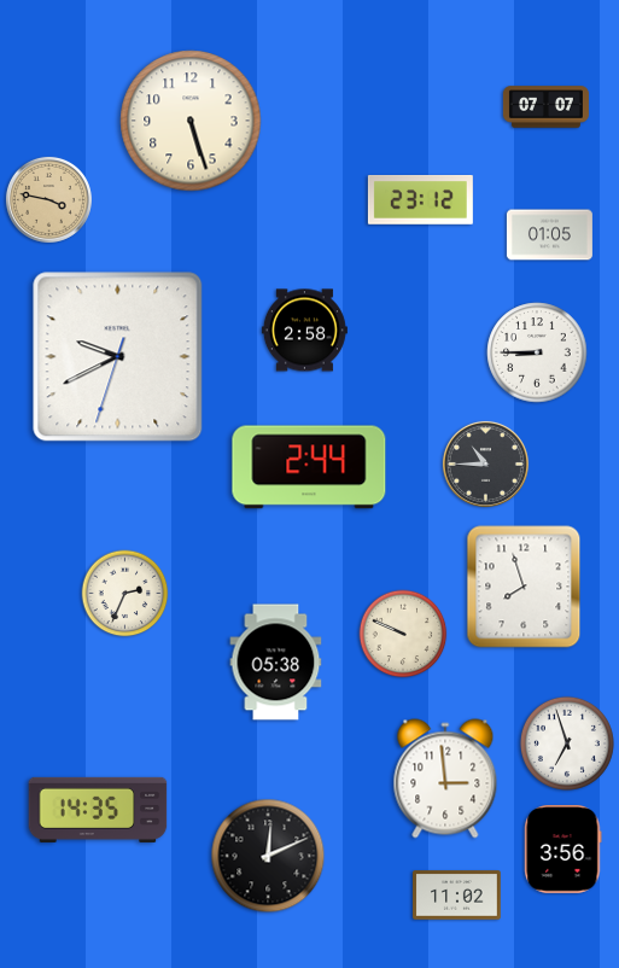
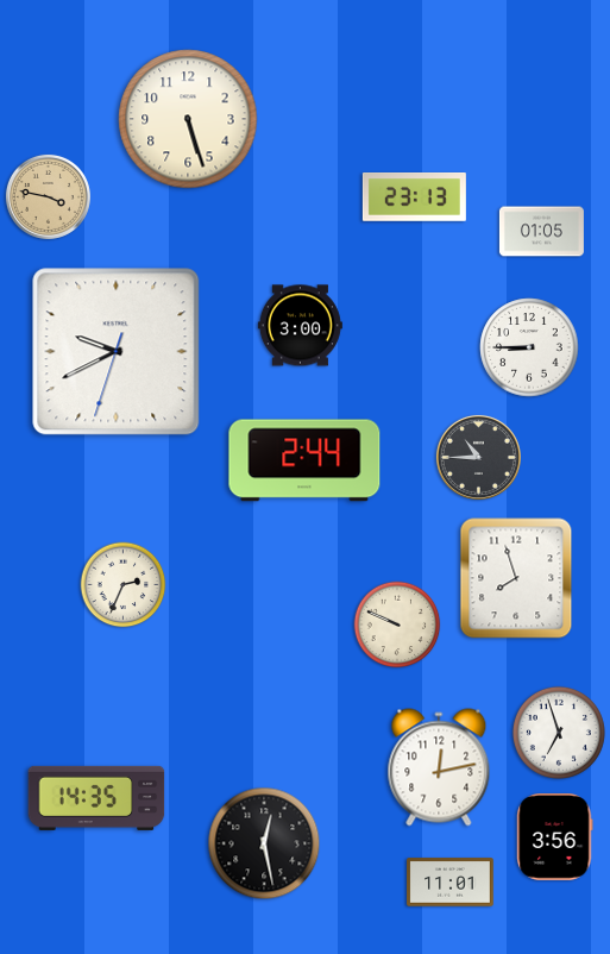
clock at (545, 107): 07:07 -> none
clock at (420, 200): 23:12 -> 23:13
clock at (304, 331): 2:58 -> 3:00
clock at (276, 663): 05:38 -> none
clock at (445, 779): 2:59 -> 12:13
clock at (268, 856): 12:11 -> 12:28
clock at (457, 896): 11:02 -> 11:01
